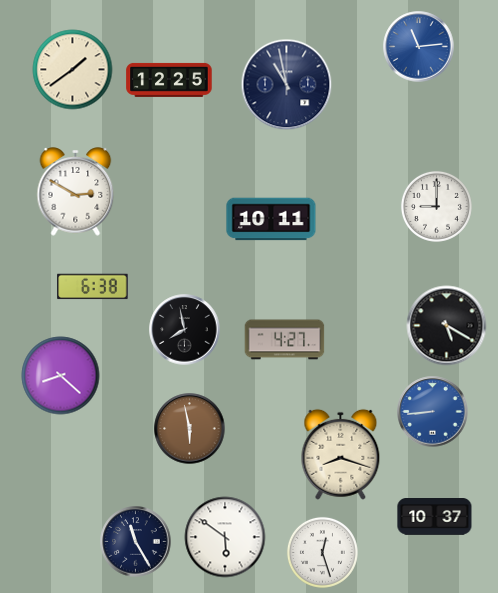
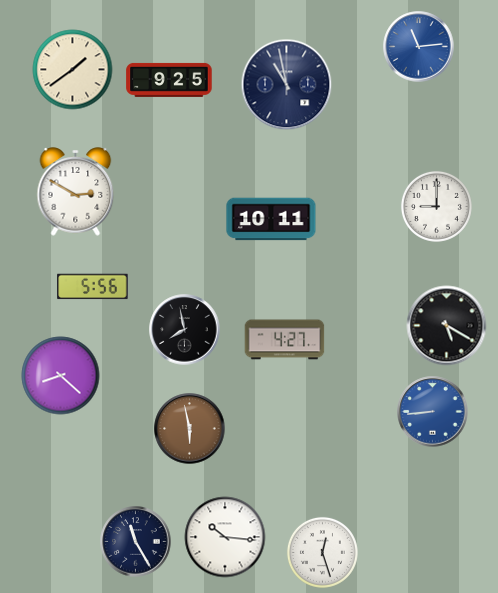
clock at (169, 80): 12:25 -> 9:25
clock at (93, 287): 6:38 -> 5:56
clock at (341, 454): 8:18 -> none
clock at (435, 517): 10:37 -> none
clock at (225, 537): 5:51 -> 10:16
